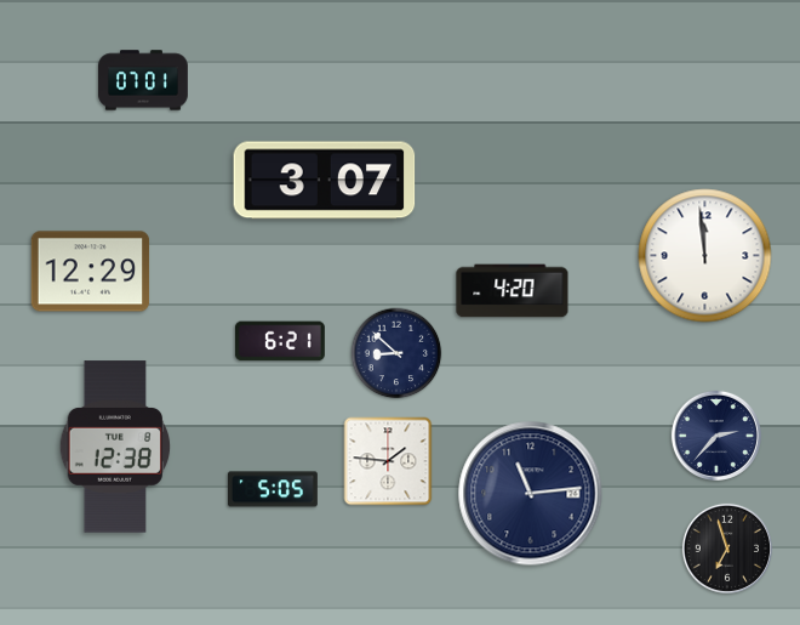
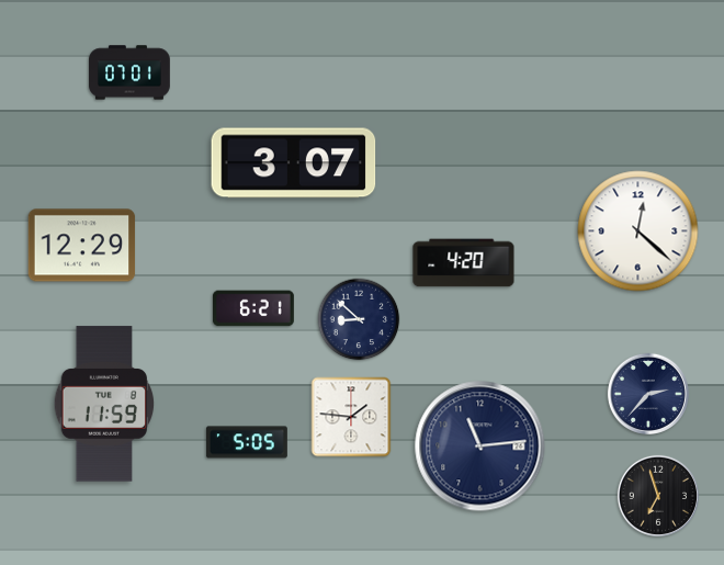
clock at (705, 256): 11:59 -> 12:22
clock at (115, 447): 12:38 -> 11:59
